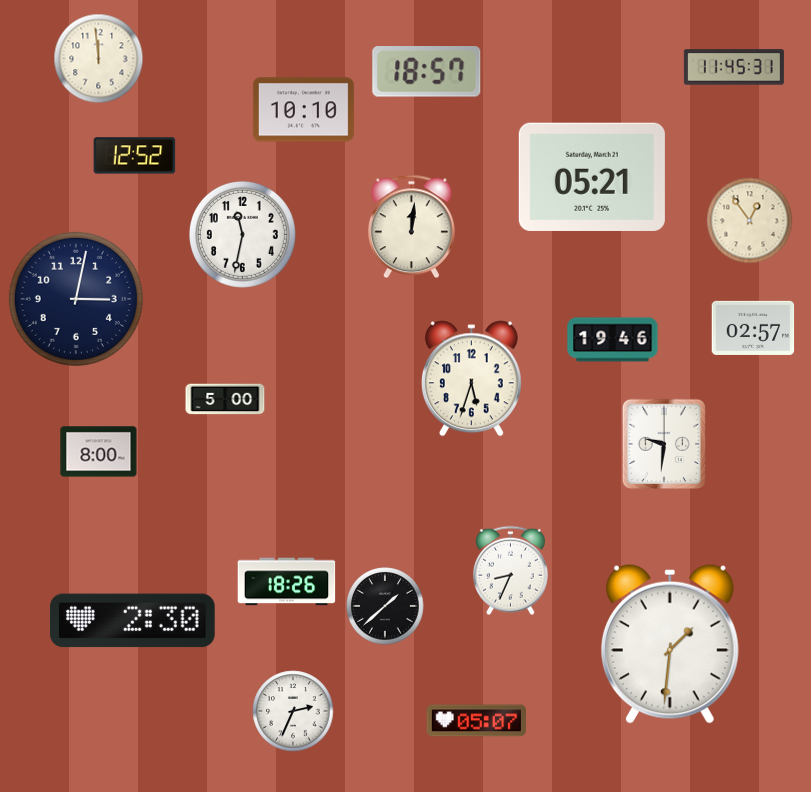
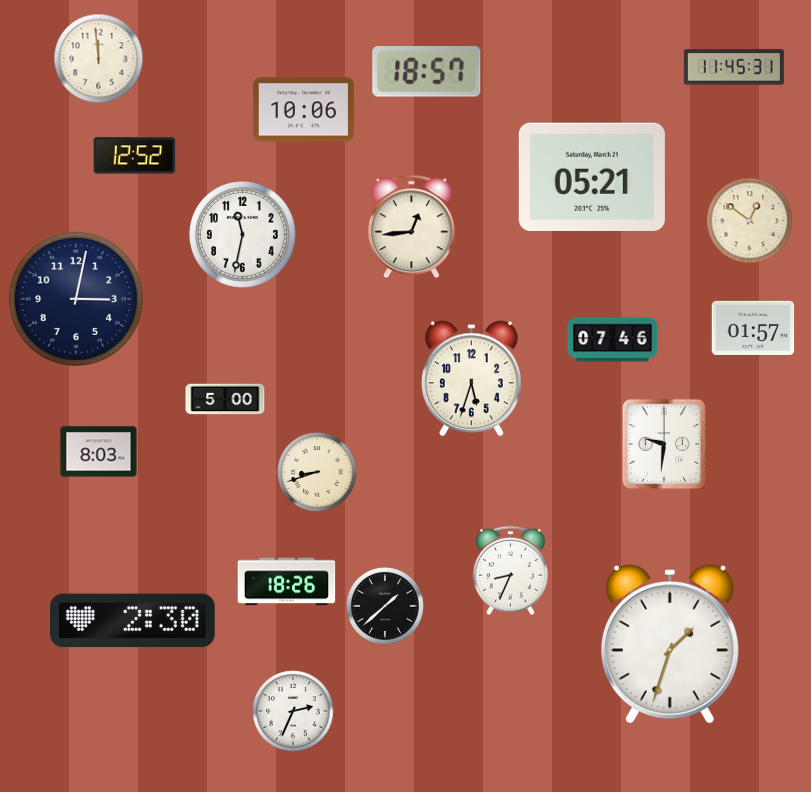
clock at (303, 110): 10:10 -> 10:06
clock at (750, 221): 12:54 -> 12:51
clock at (411, 227): 12:01 -> 12:44
clock at (753, 328): 02:57 -> 01:57
clock at (613, 340): 19:46 -> 07:46
clock at (99, 452): 8:00 -> 8:03
clock at (317, 472): none -> 8:42
clock at (670, 644): 1:31 -> 1:33
clock at (476, 721): 05:07 -> none
